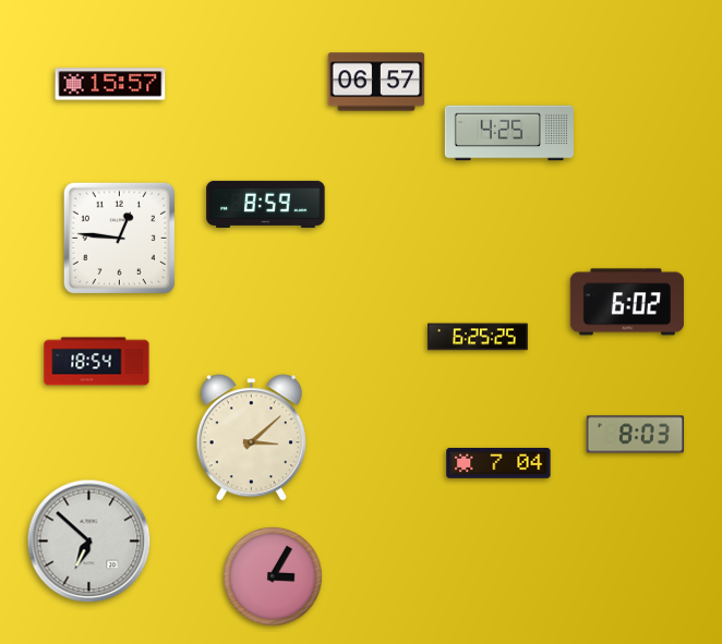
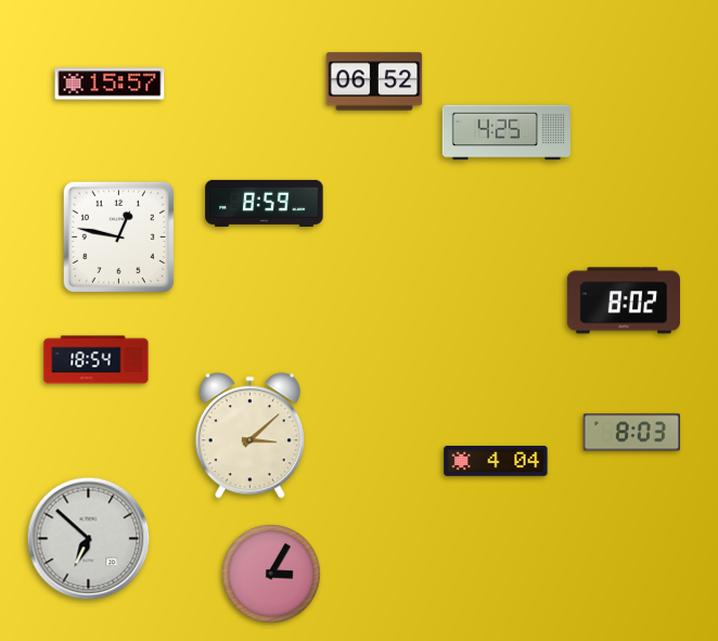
clock at (376, 82): 06:57 -> 06:52
clock at (119, 238): 12:46 -> 12:47
clock at (627, 302): 6:02 -> 8:02
clock at (478, 337): 6:25 -> none
clock at (498, 463): 7:04 -> 4:04
